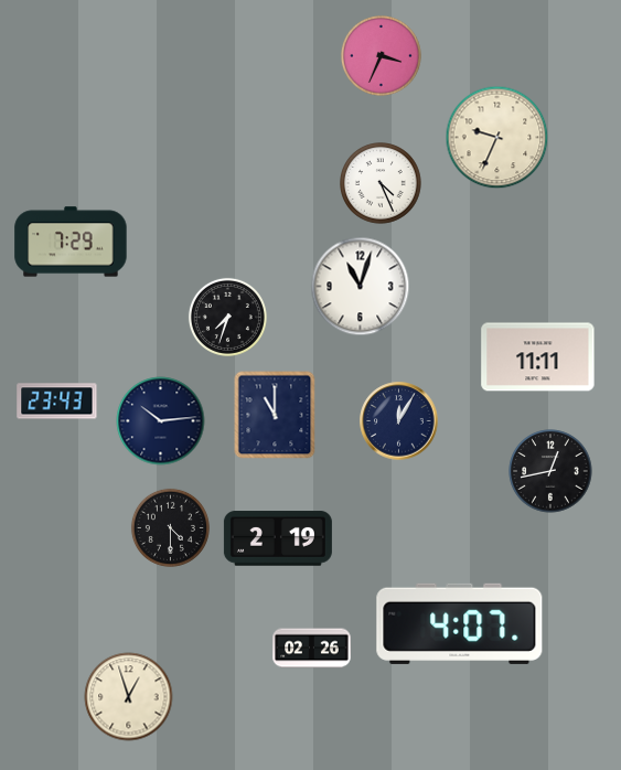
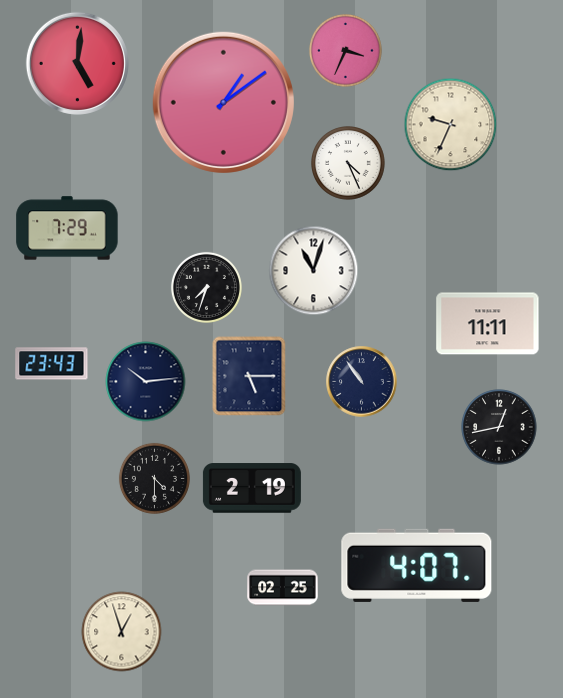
clock at (77, 63): none -> 5:01
clock at (223, 102): none -> 1:09
clock at (382, 184) position: (382, 184) -> (349, 164)
clock at (71, 242) position: (71, 242) -> (67, 228)
clock at (361, 287) position: (361, 287) -> (314, 271)
clock at (275, 415): 11:00 -> 5:15
clock at (399, 421): 12:05 -> 10:54
clock at (312, 649): 02:26 -> 02:25
clock at (129, 697) position: (129, 697) -> (122, 632)
